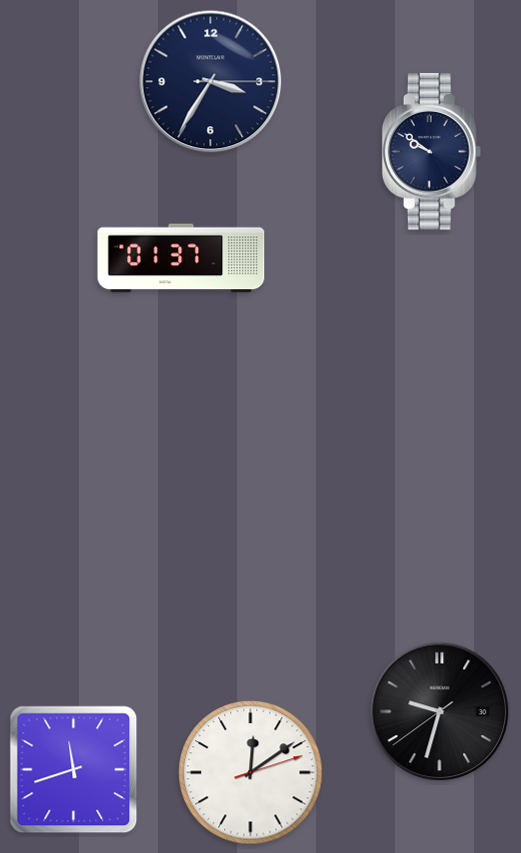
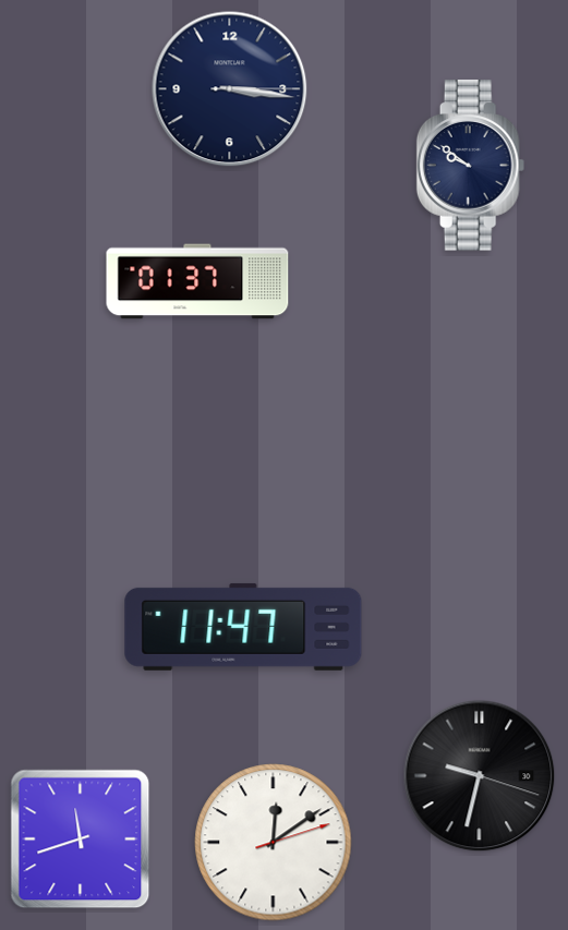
clock at (211, 82): 3:35 -> 3:16
clock at (243, 627): none -> 11:47
clock at (440, 712): 9:32:39 -> 9:32:18
